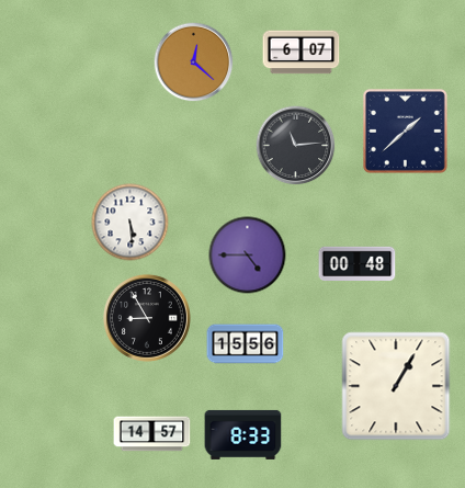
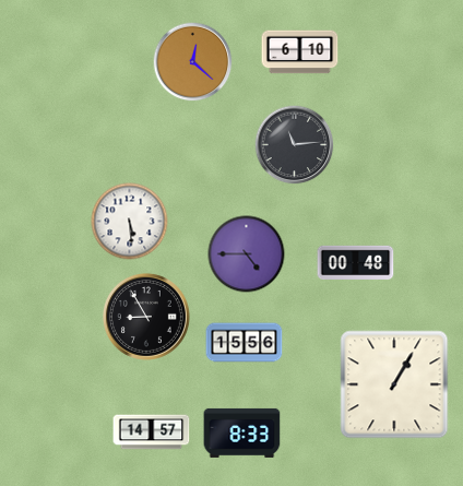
clock at (302, 53): 6:07 -> 6:10
clock at (405, 130): 1:38 -> none
